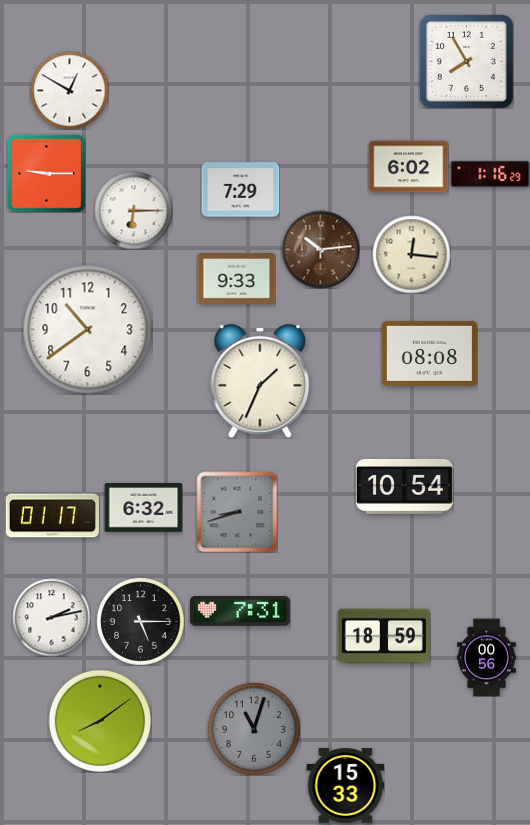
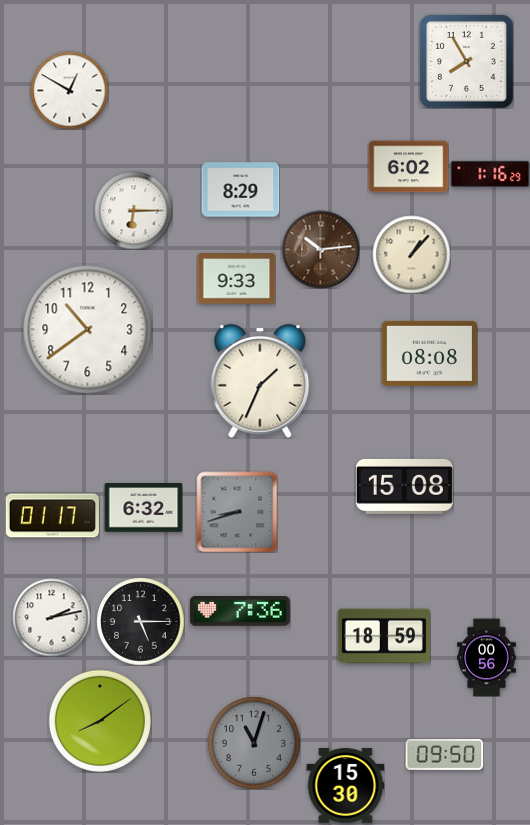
clock at (46, 173): 9:15 -> none
clock at (240, 190): 7:29 -> 8:29
clock at (411, 254): 12:16 -> 1:07
clock at (404, 486): 10:54 -> 15:08
clock at (240, 612): 7:31 -> 7:36
clock at (254, 729) position: (254, 729) -> (254, 743)
clock at (444, 754): none -> 09:50
clock at (345, 786): 15:33 -> 15:30
